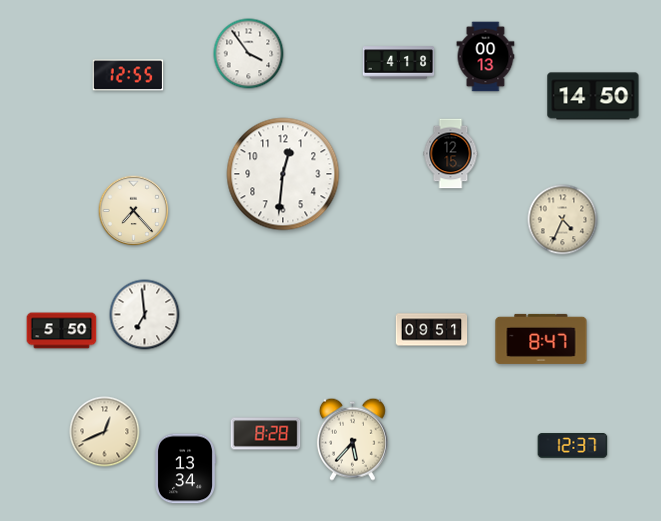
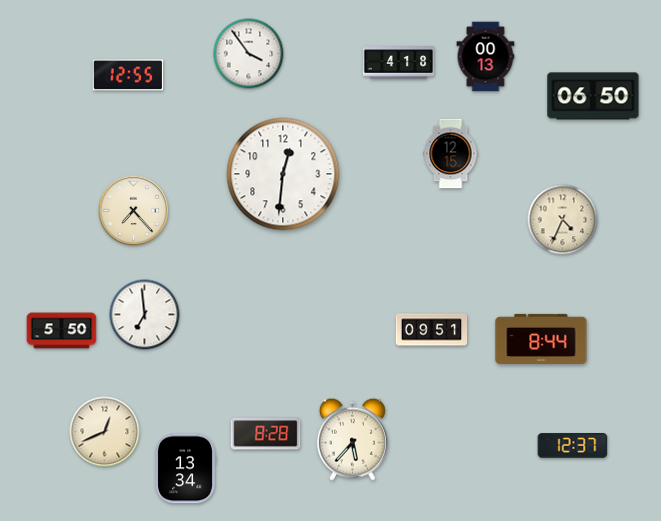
clock at (593, 96): 14:50 -> 06:50
clock at (541, 339): 8:47 -> 8:44
